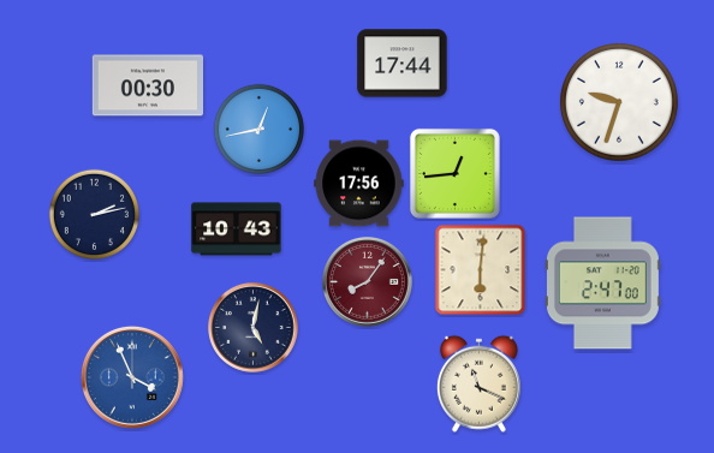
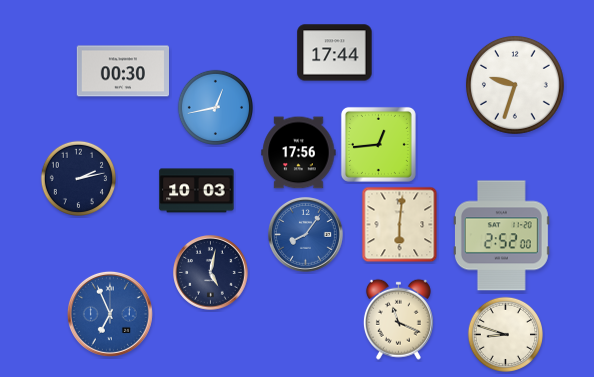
clock at (237, 230): 10:43 -> 10:03
clock at (368, 282) dial: burgundy -> blue
clock at (602, 284): 2:47 -> 2:52
clock at (132, 377): 3:56 -> 6:56
clock at (505, 334): none -> 8:48
